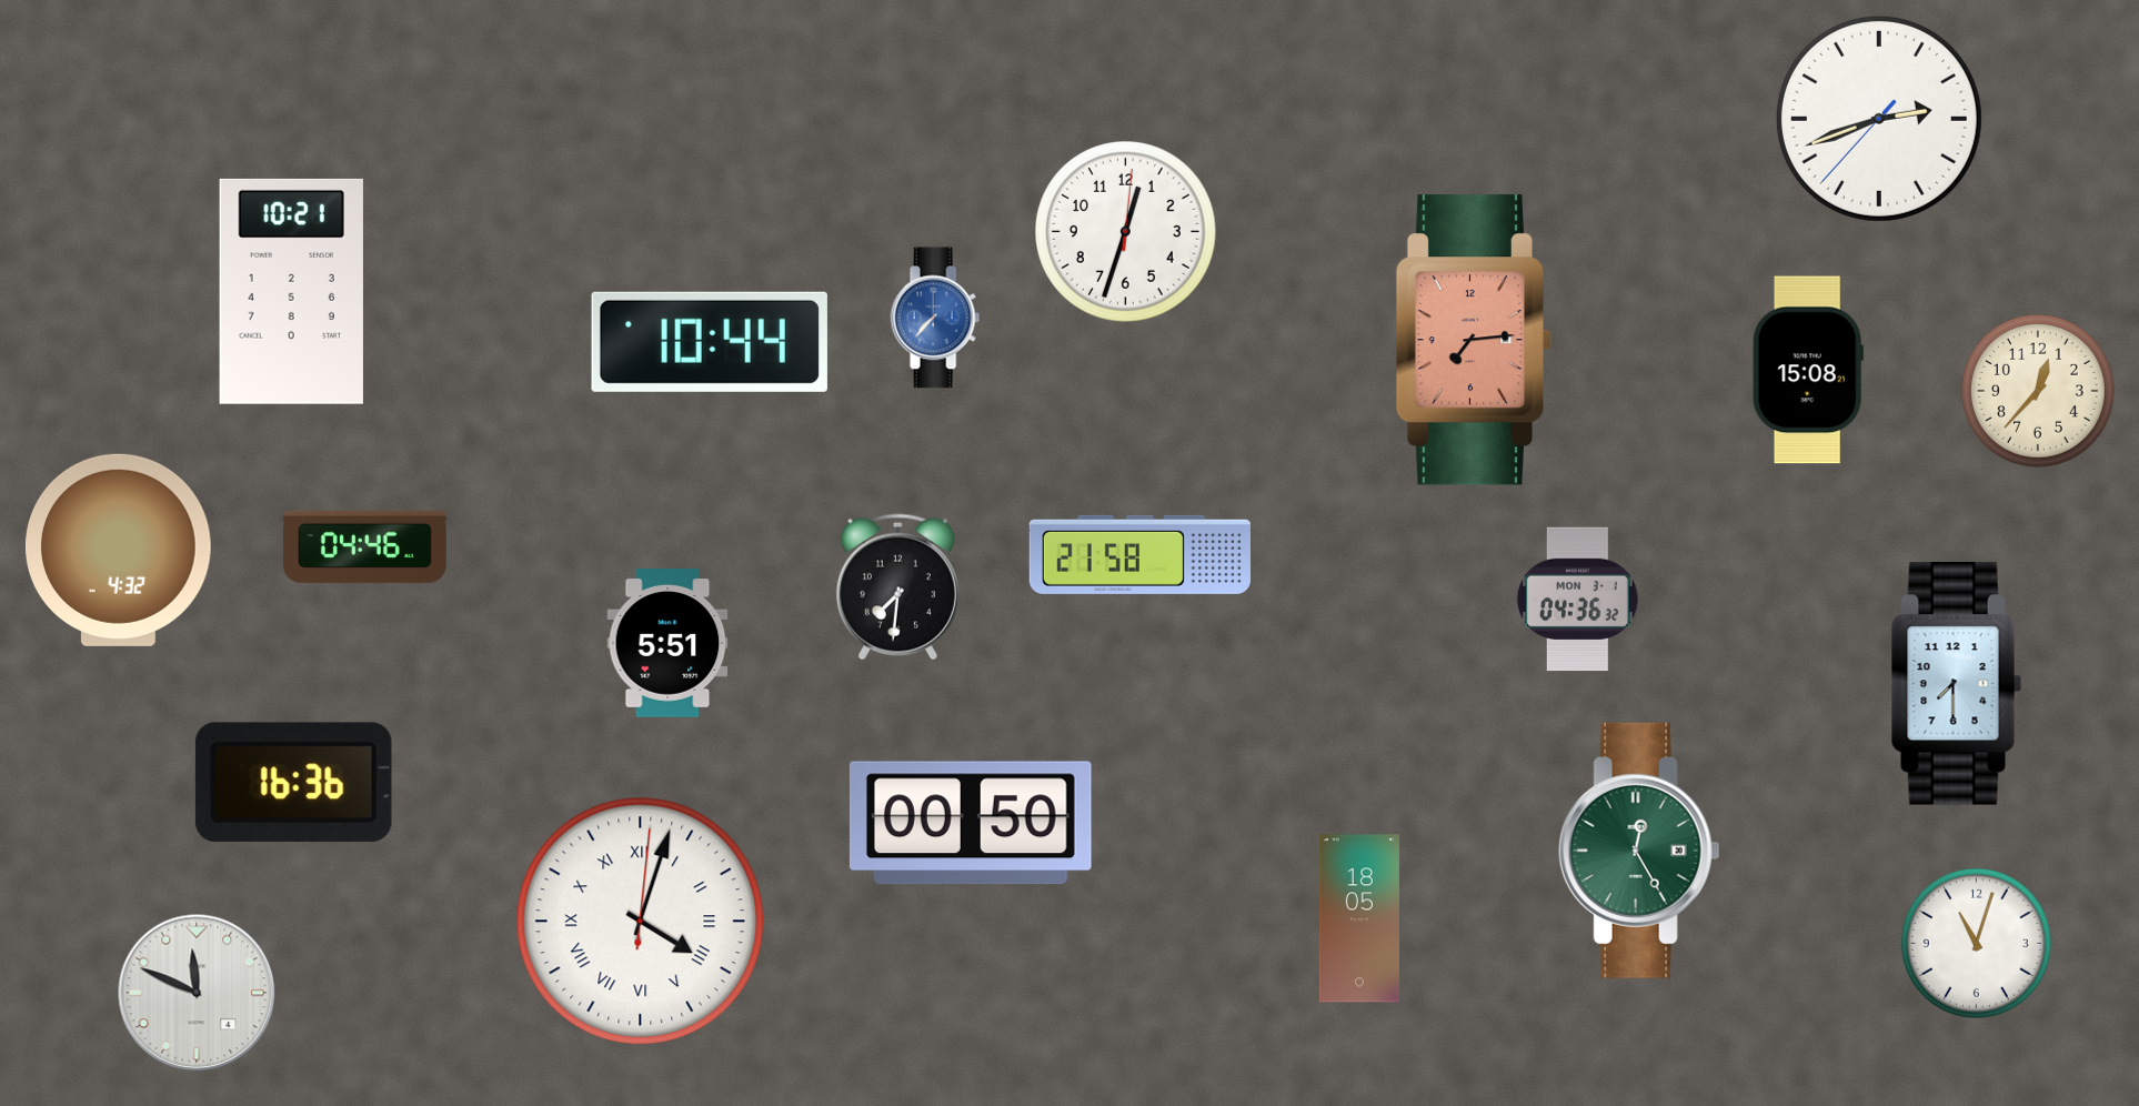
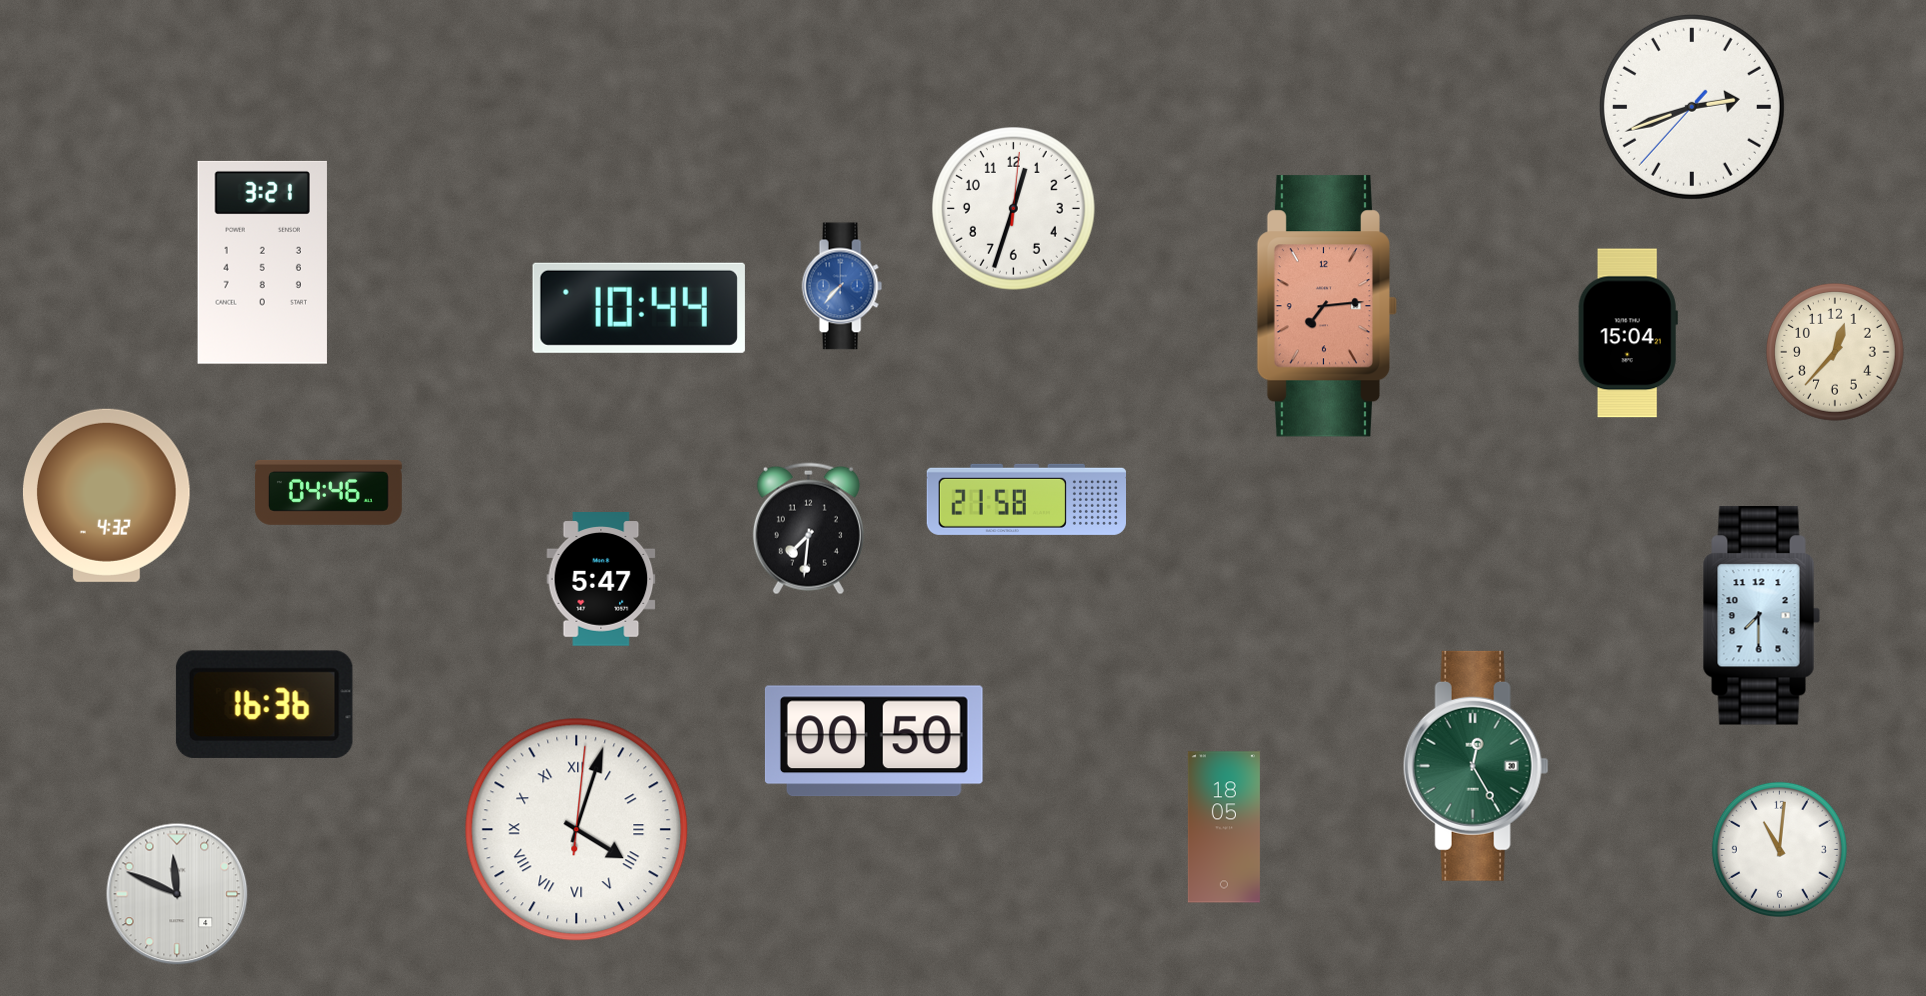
clock at (291, 291): 10:21 -> 3:21
clock at (1808, 370): 15:08 -> 15:04
clock at (1578, 600): 04:36 -> none
clock at (667, 644): 5:51 -> 5:47
clock at (1976, 943): 11:03 -> 11:01
